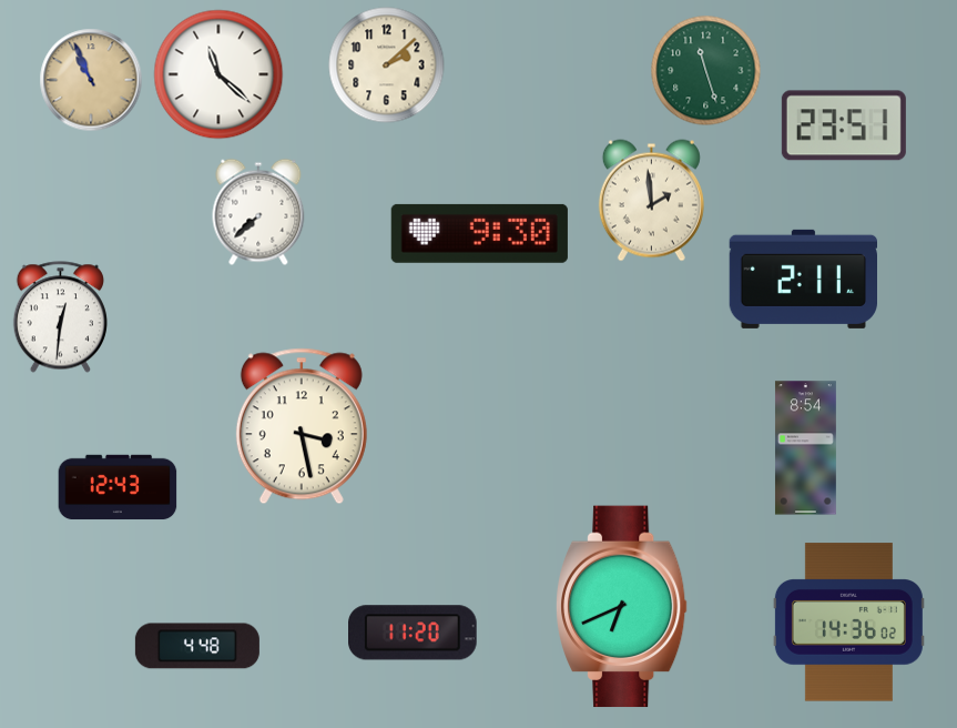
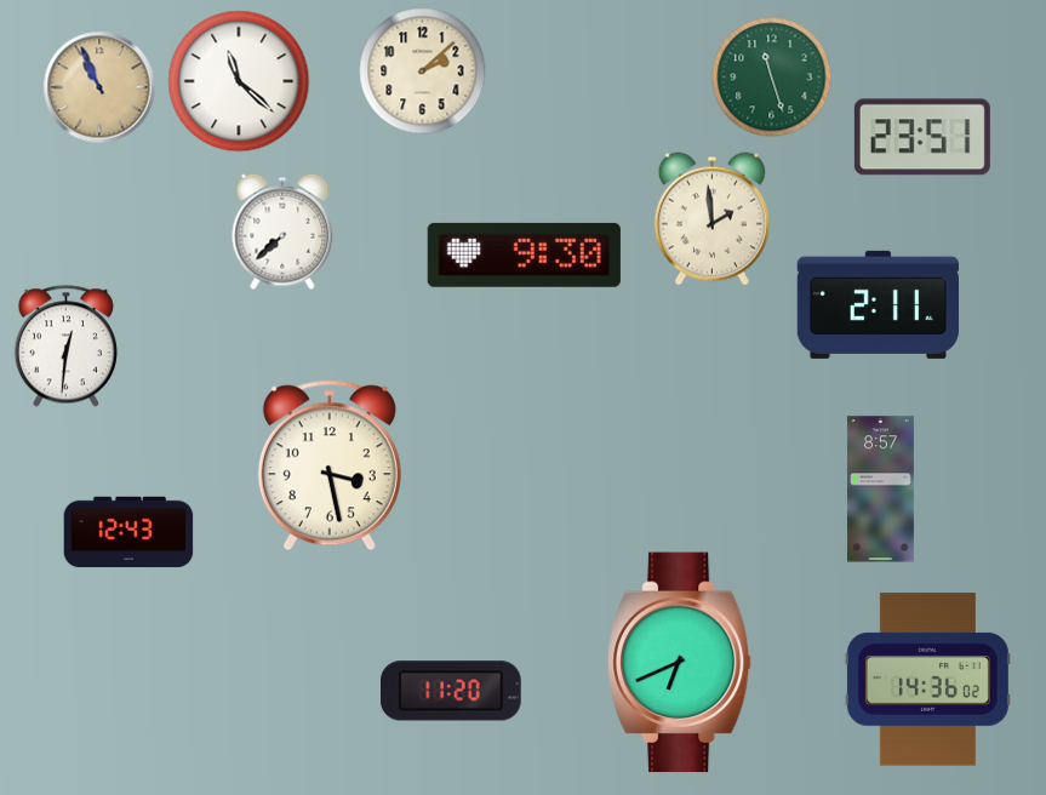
clock at (805, 448): 8:54 -> 8:57
clock at (197, 646): 4:48 -> none
